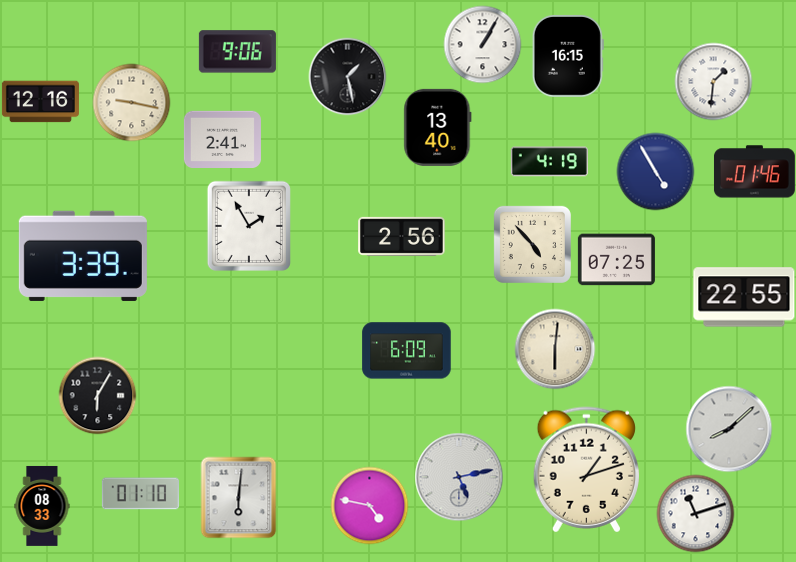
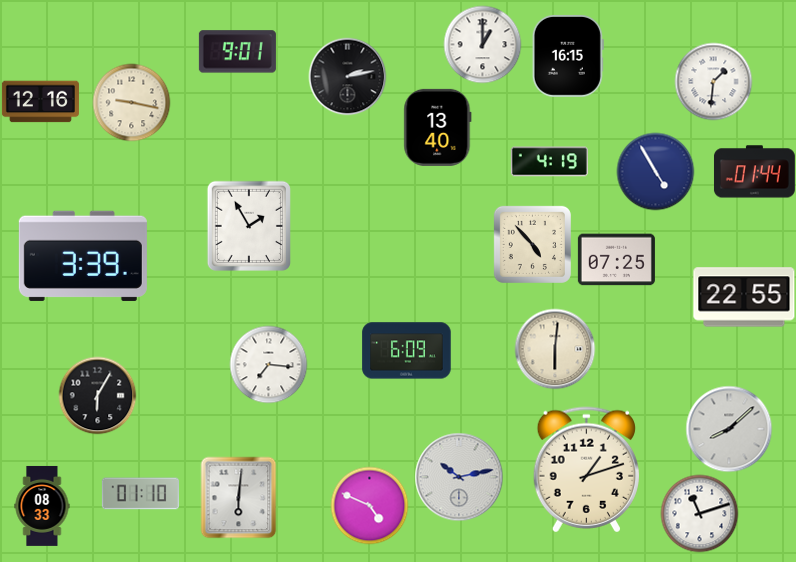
clock at (482, 44): 1:05 -> 1:00
clock at (237, 52): 9:06 -> 9:01
clock at (347, 76): 1:28 -> 2:13
clock at (222, 139): 2:41 -> none
clock at (754, 172): 01:46 -> 01:44
clock at (402, 236): 2:56 -> none
clock at (268, 364): none -> 7:16
clock at (459, 477): 5:13 -> 10:13
clock at (369, 505): 4:47 -> 4:49
clock at (695, 513) position: (695, 513) -> (699, 513)
